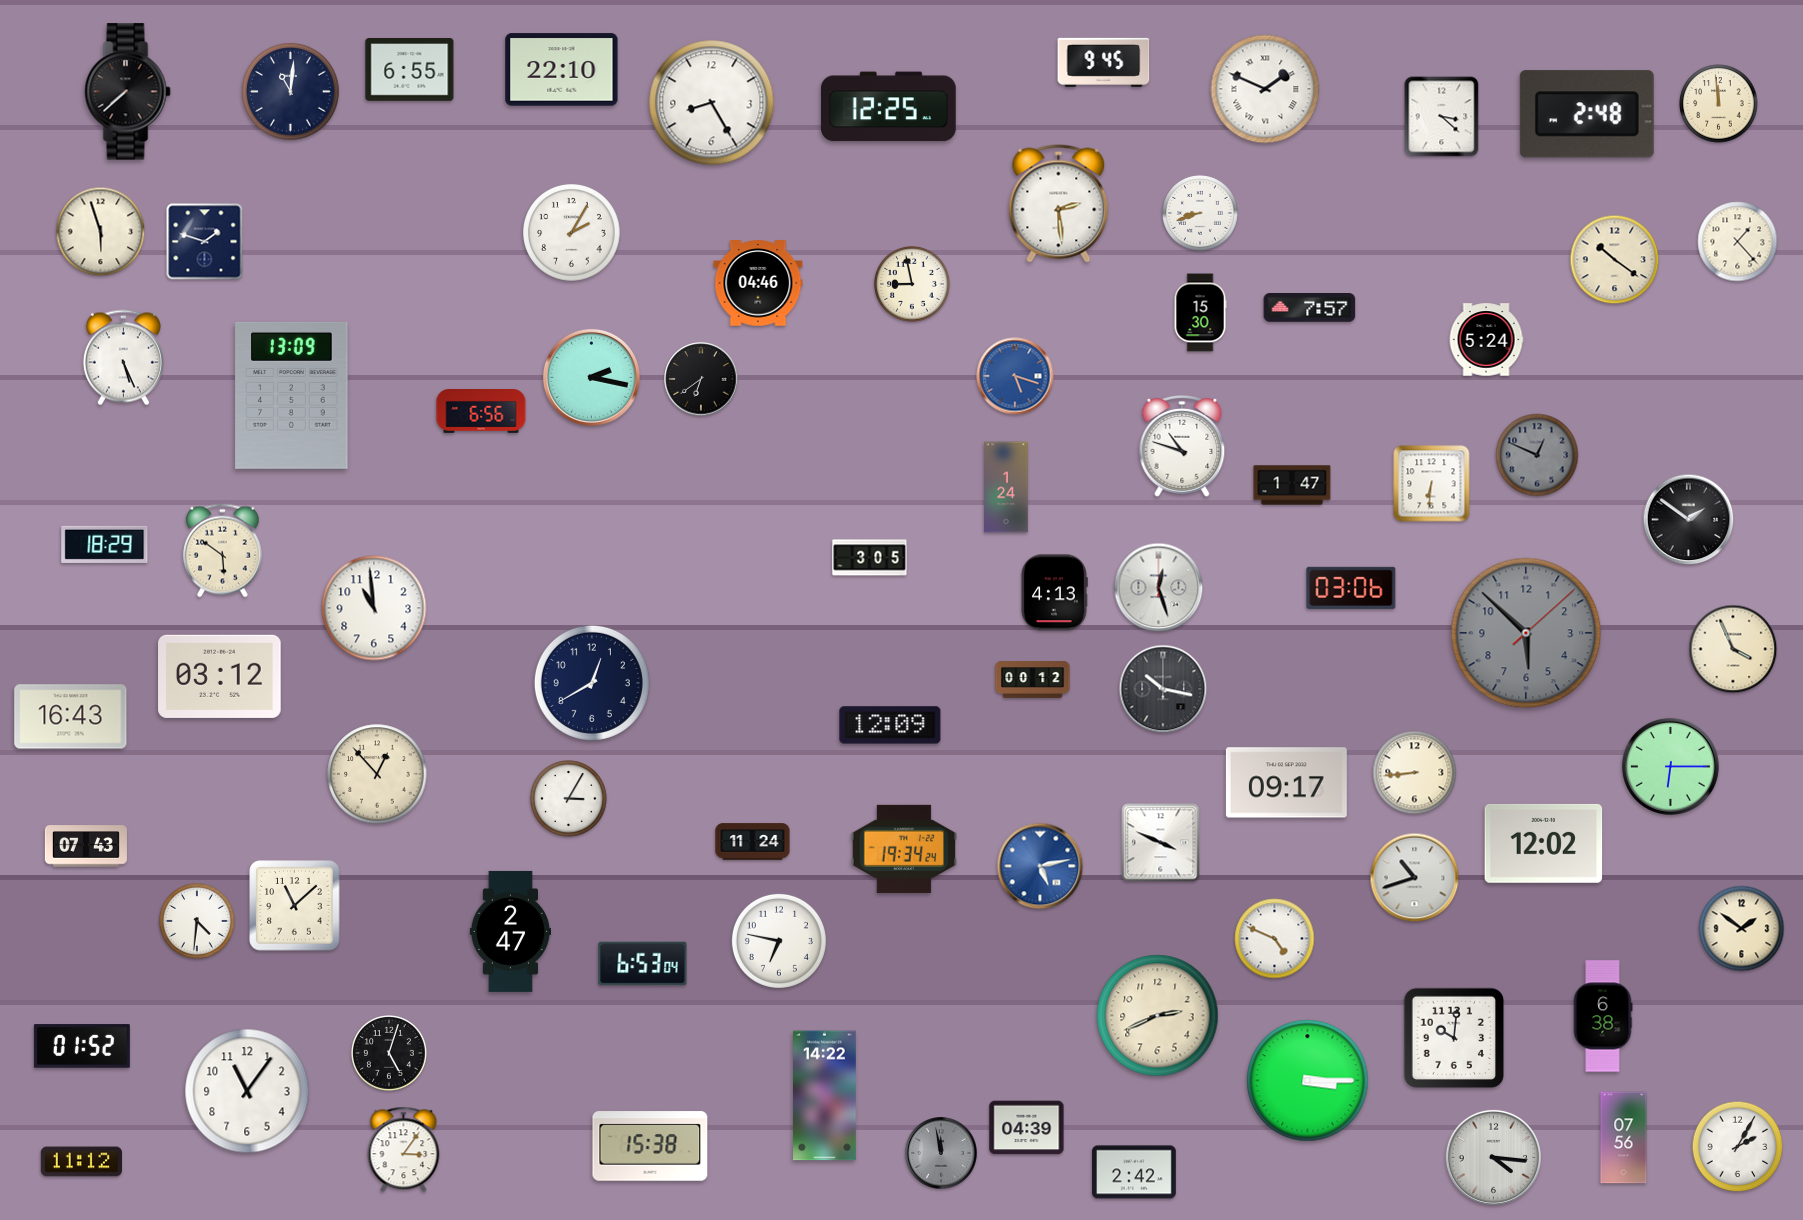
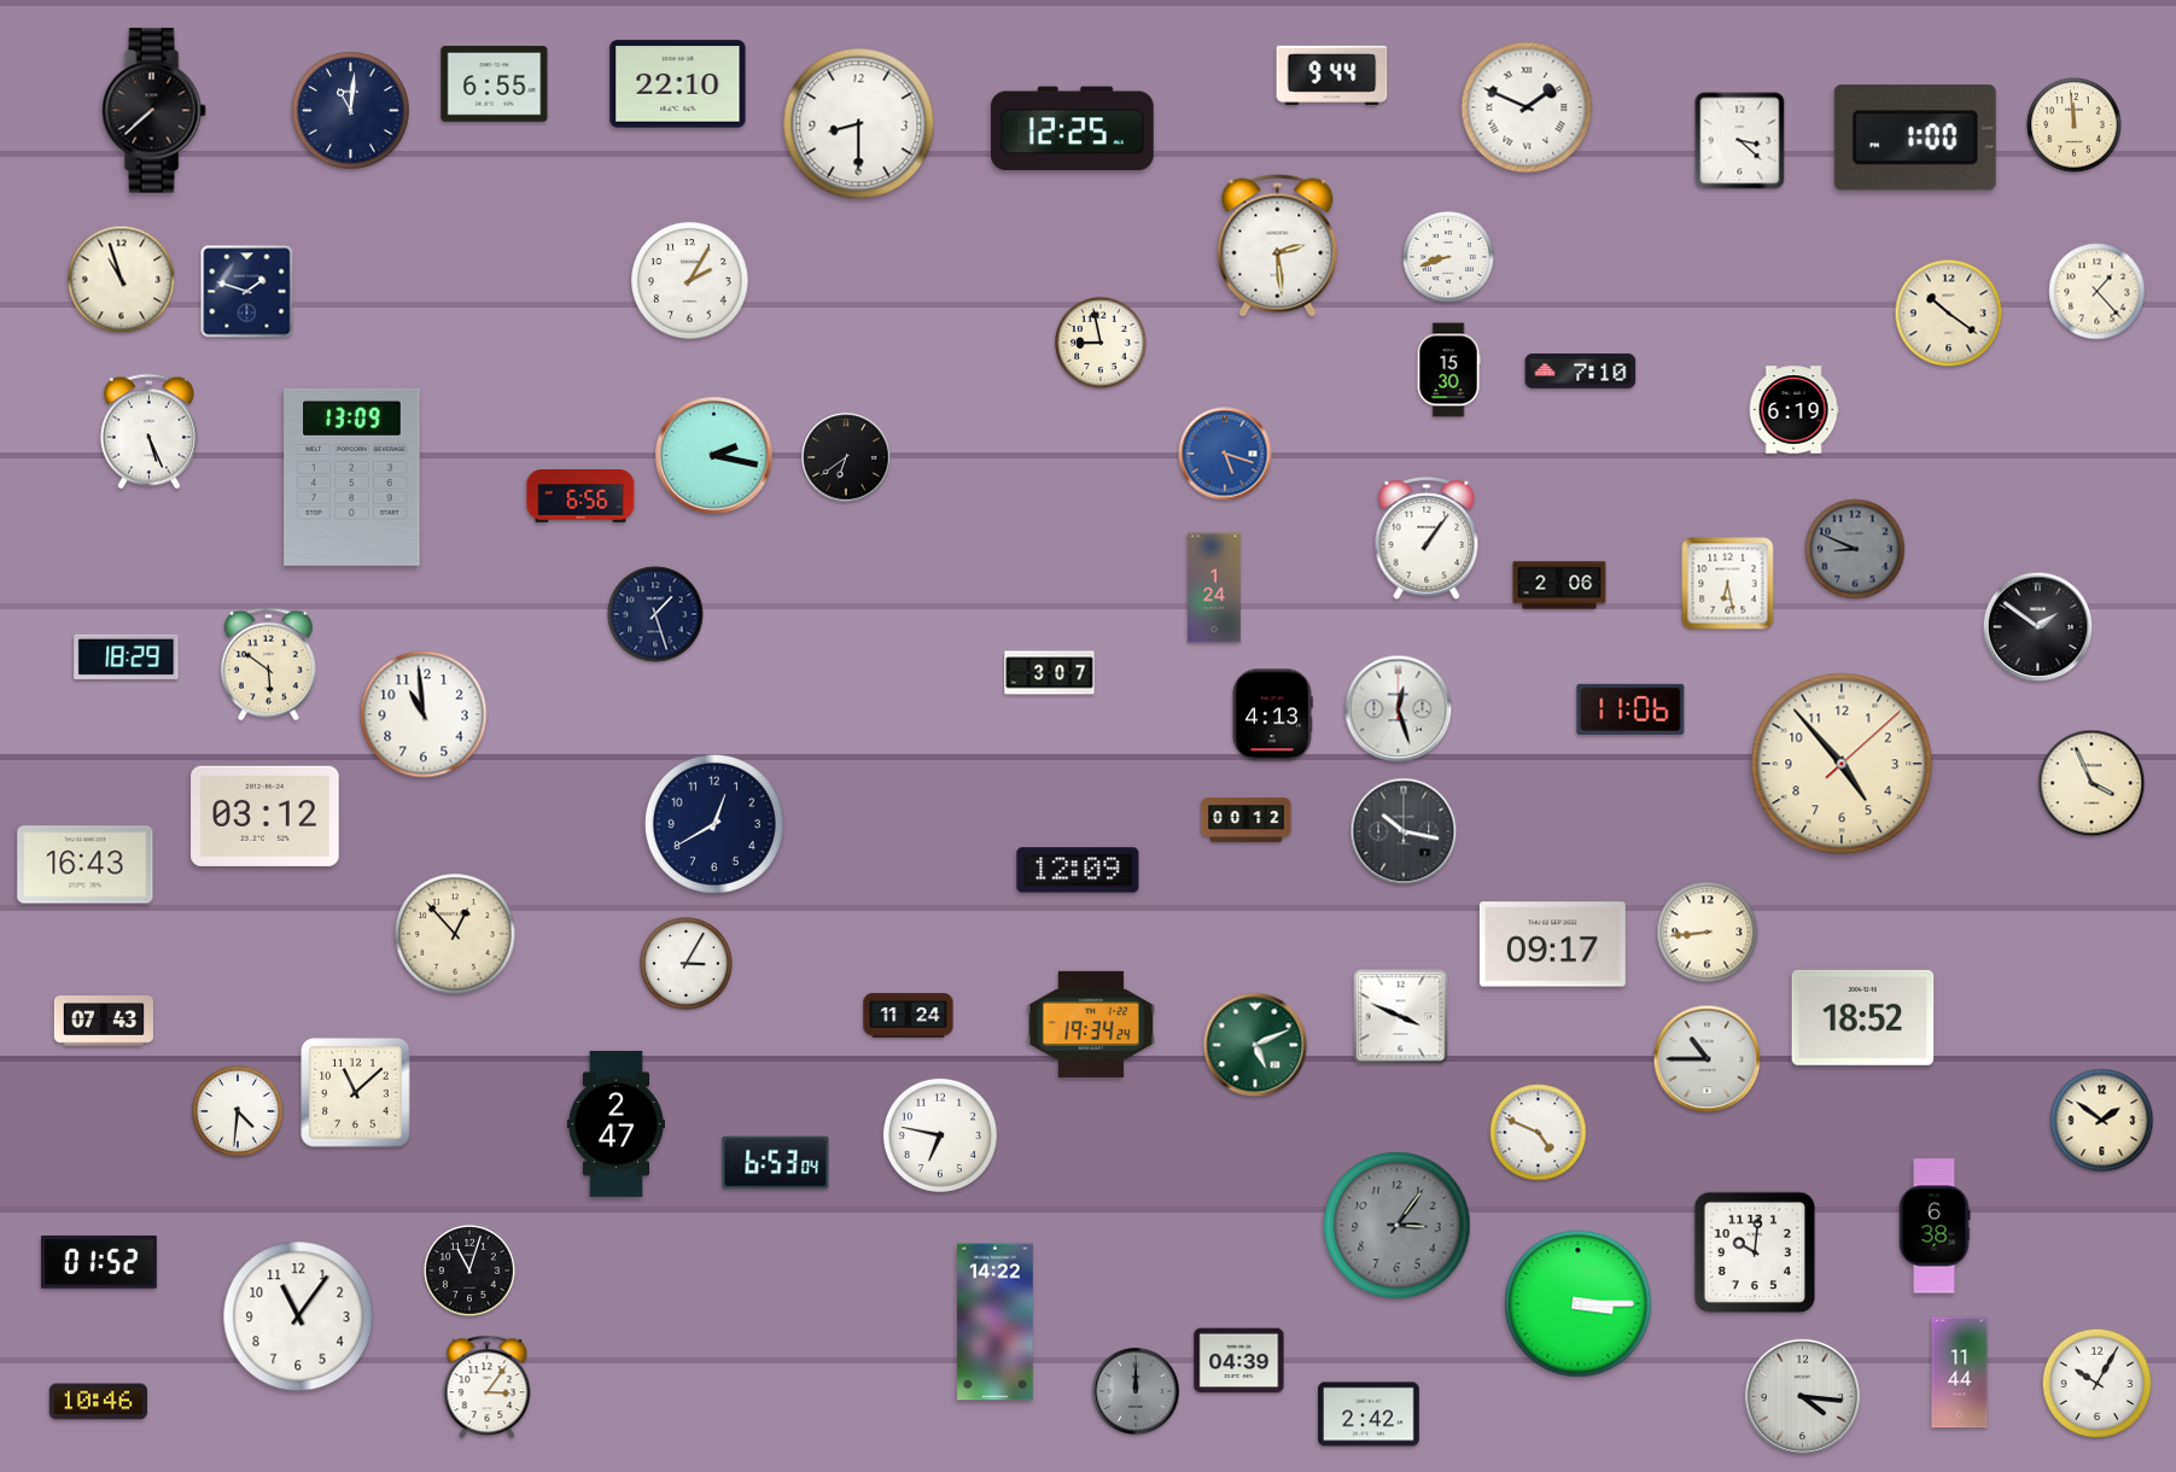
clock at (1104, 62): 9:45 -> 9:44
clock at (712, 103): 8:25 -> 8:30
clock at (1587, 114): 2:48 -> 1:00
clock at (101, 232): 5:57 -> 10:57
clock at (758, 283): 04:46 -> none
clock at (1310, 308): 7:57 -> 7:10
clock at (1200, 313) position: (1200, 313) -> (1448, 370)
clock at (1486, 340): 5:24 -> 6:19
clock at (1182, 446): 10:48 -> 1:06
clock at (1537, 455): 12:49 -> 8:49
clock at (1432, 484): 6:31 -> 6:28
clock at (1292, 485): 1:47 -> 2:06
clock at (655, 614): none -> 1:27
clock at (870, 558): 3:05 -> 3:07
clock at (1351, 588): 03:06 -> 11:06
clock at (374, 608) position: (374, 608) -> (424, 714)
clock at (1526, 633): 5:52 -> 4:53
clock at (1526, 633) dial: grey -> cream
clock at (890, 725) position: (890, 725) -> (1078, 870)
clock at (1670, 766): 6:15 -> none
clock at (1544, 843): 12:02 -> 18:52
clock at (1040, 866): 5:13 -> 5:11
clock at (1040, 866) dial: blue -> green
clock at (1415, 878): 10:42 -> 10:45
clock at (1158, 1016): 2:41 -> 3:06
clock at (1158, 1016) dial: cream -> grey
clock at (390, 1054): 5:03 -> 11:03
clock at (1624, 1138): 07:56 -> 11:44
clock at (650, 1146): 15:38 -> none
clock at (1738, 1147): 2:05 -> 10:05
clock at (941, 1153): 11:58 -> 12:00
clock at (81, 1162): 11:12 -> 10:46
